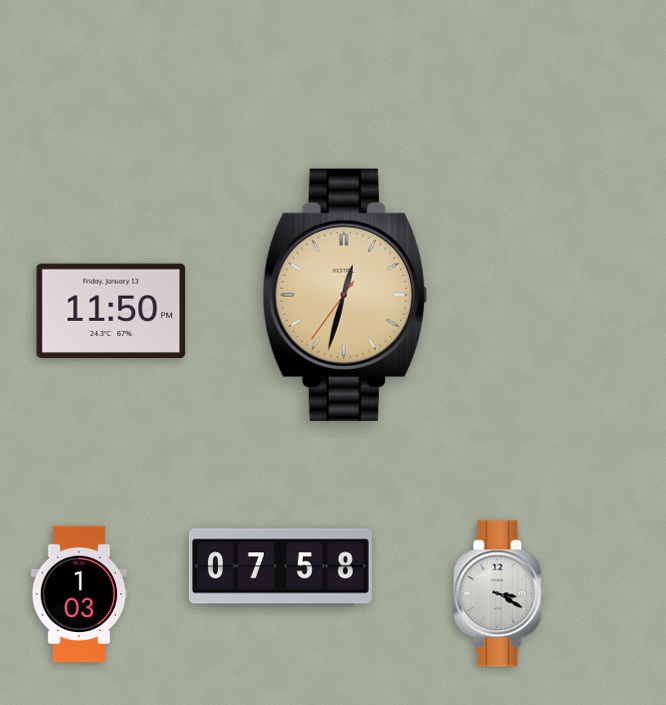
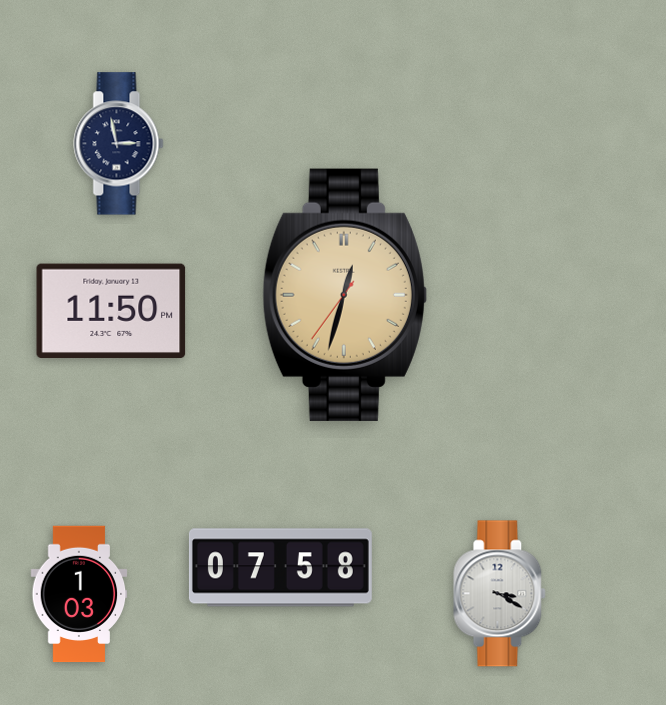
clock at (119, 144): none -> 2:58
